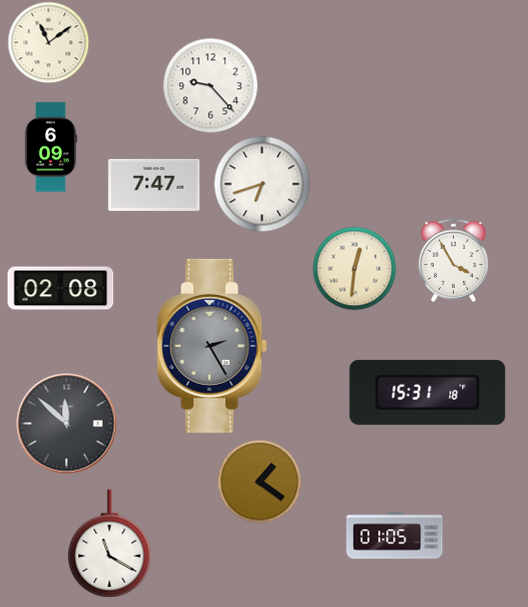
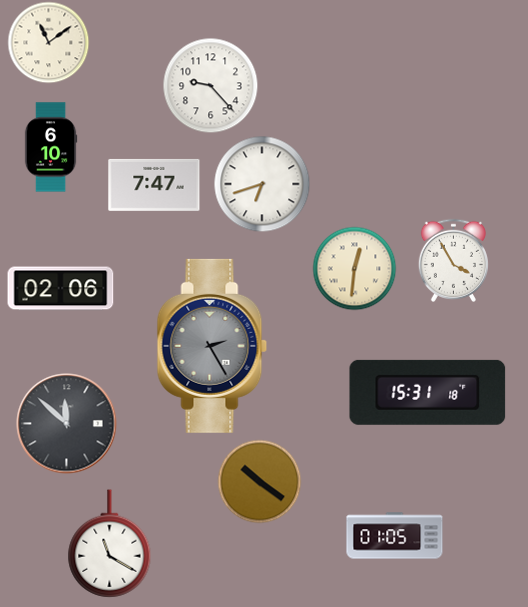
clock at (51, 147): 6:09 -> 6:10
clock at (61, 289): 02:08 -> 02:06
clock at (259, 481): 1:21 -> 10:21
